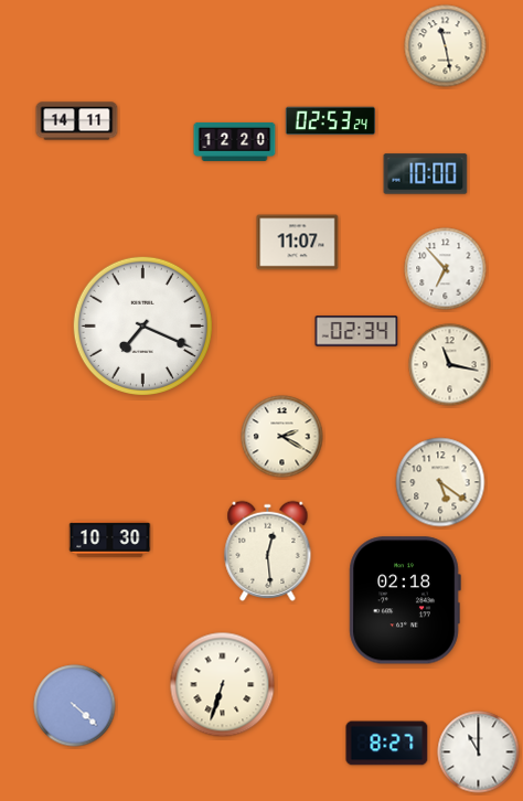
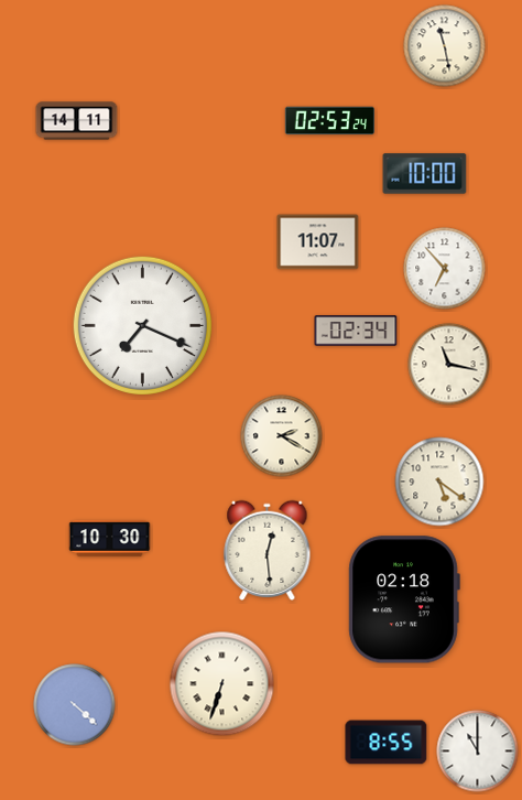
clock at (235, 141): 12:20 -> none
clock at (298, 243) position: (298, 243) -> (318, 242)
clock at (387, 744): 8:27 -> 8:55
